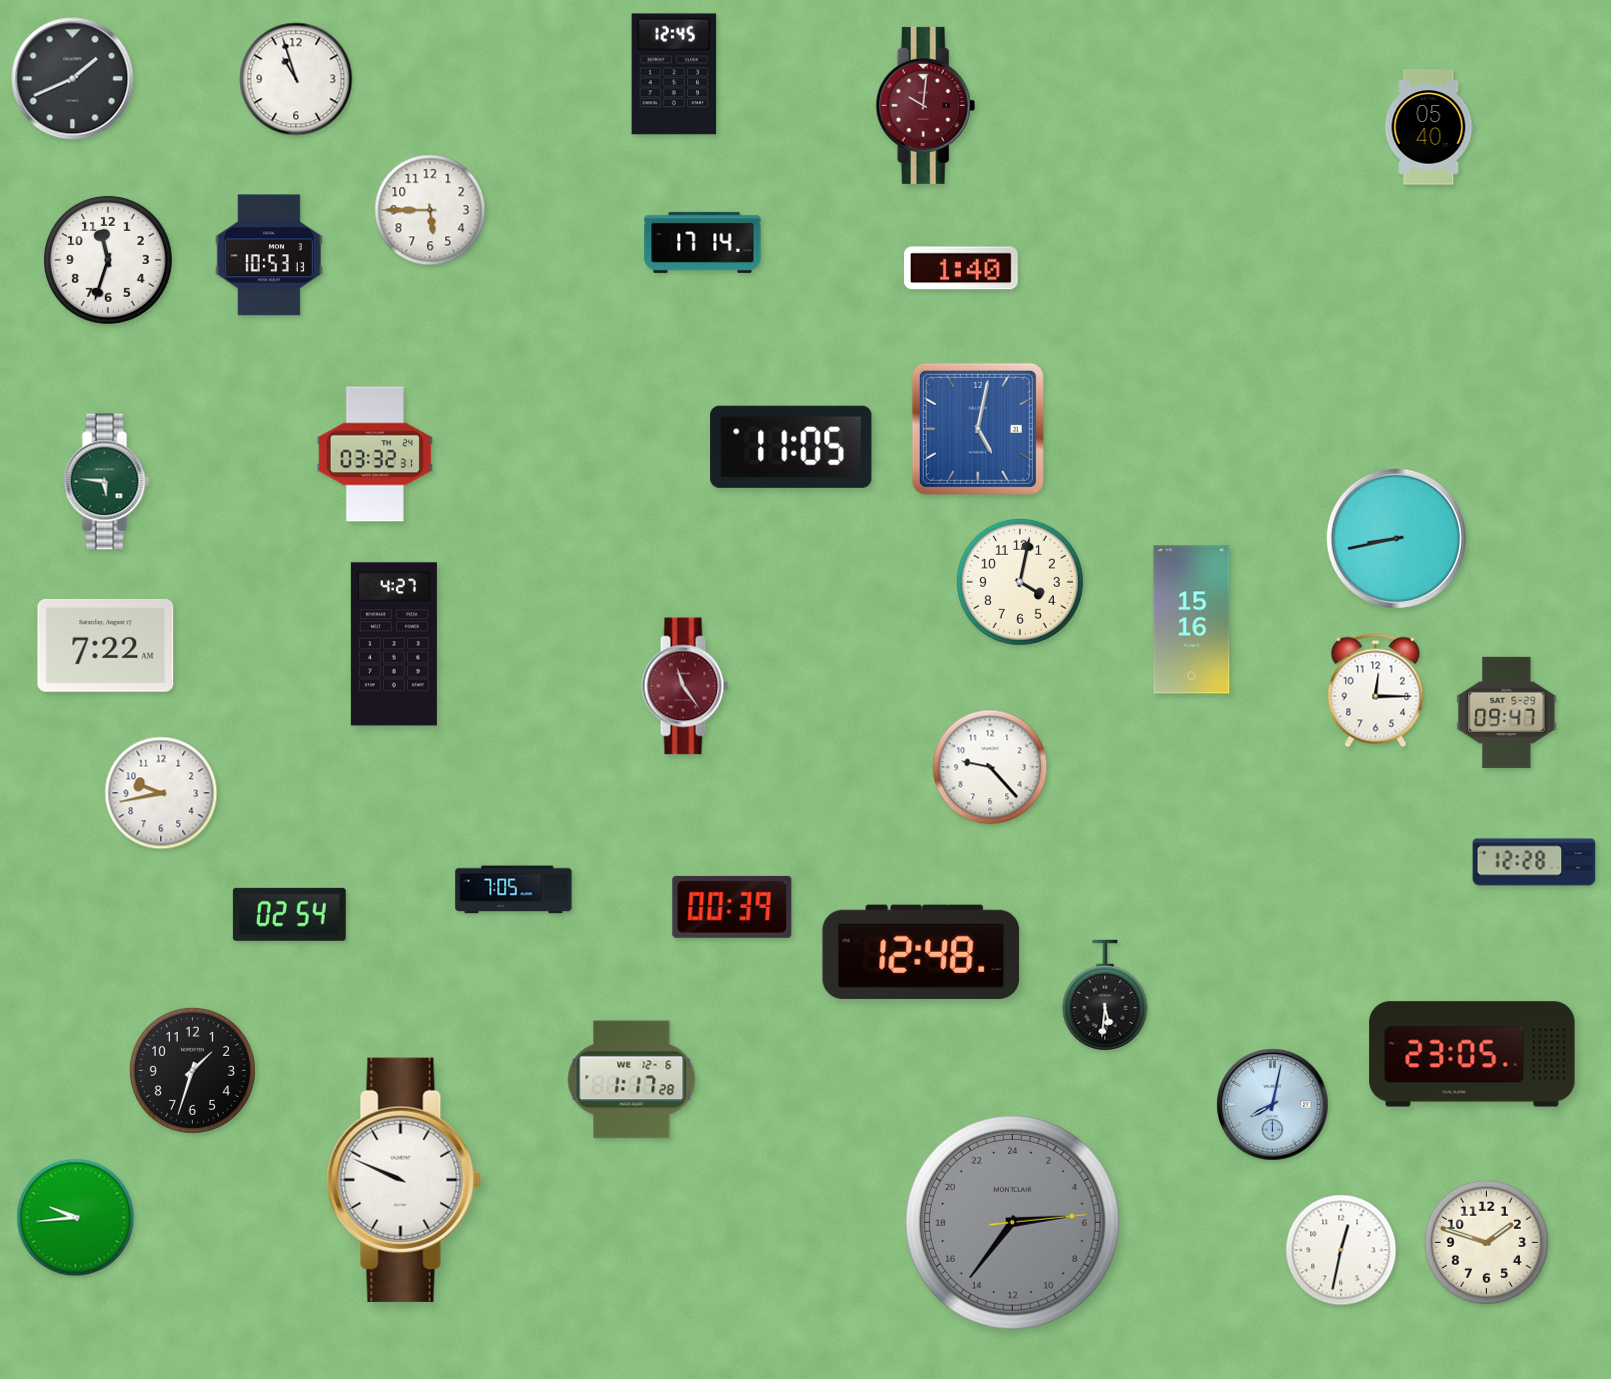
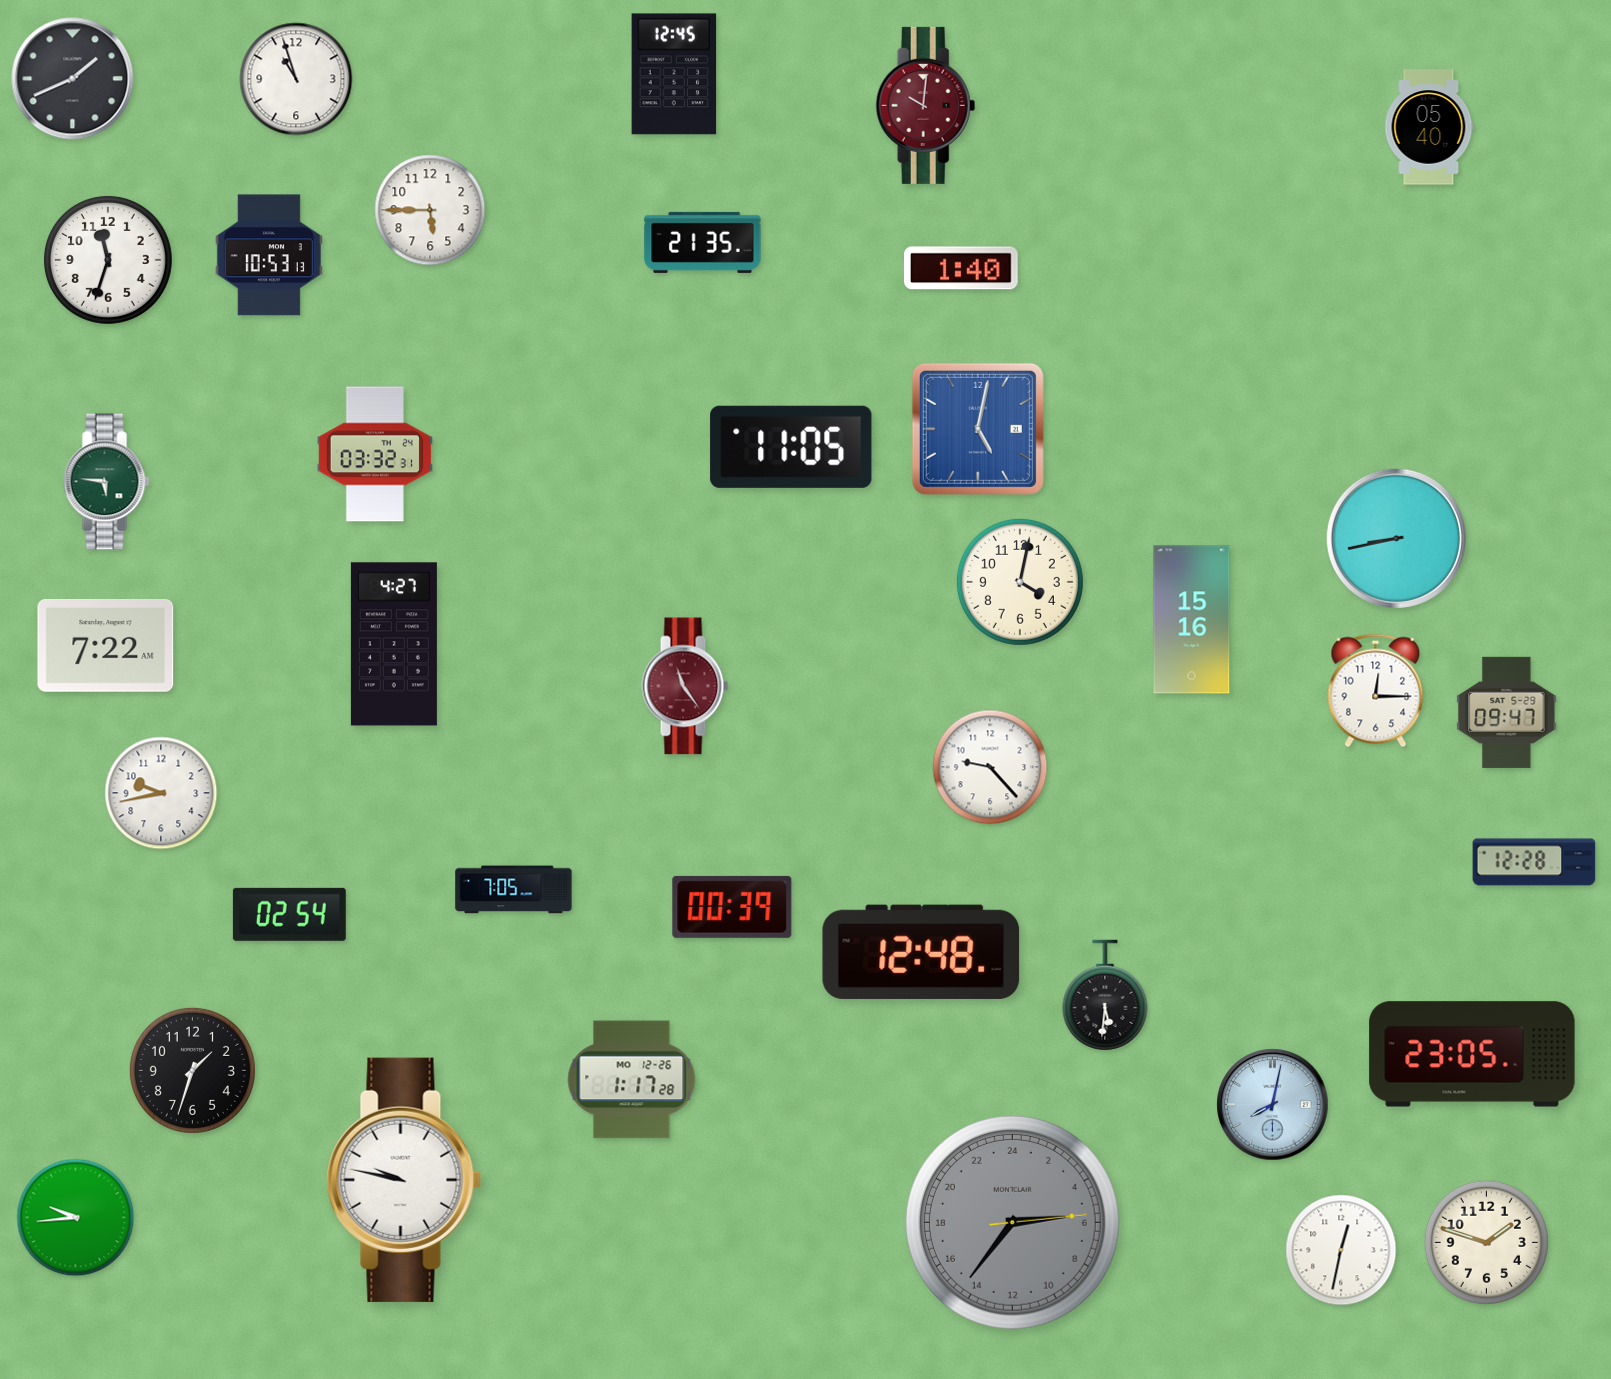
clock at (703, 242): 17:14 -> 21:35
clock at (632, 1080) date: WE 12-6 -> MO 12-26
clock at (404, 1180): 9:49 -> 9:47
